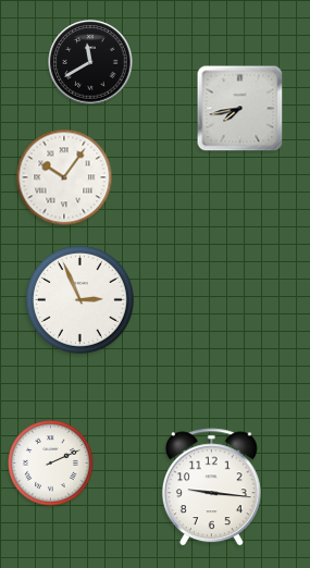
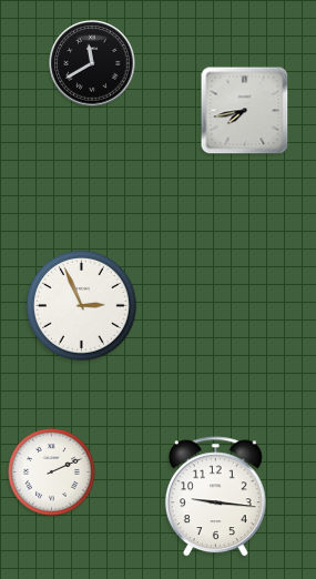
clock at (64, 177): 10:06 -> none
